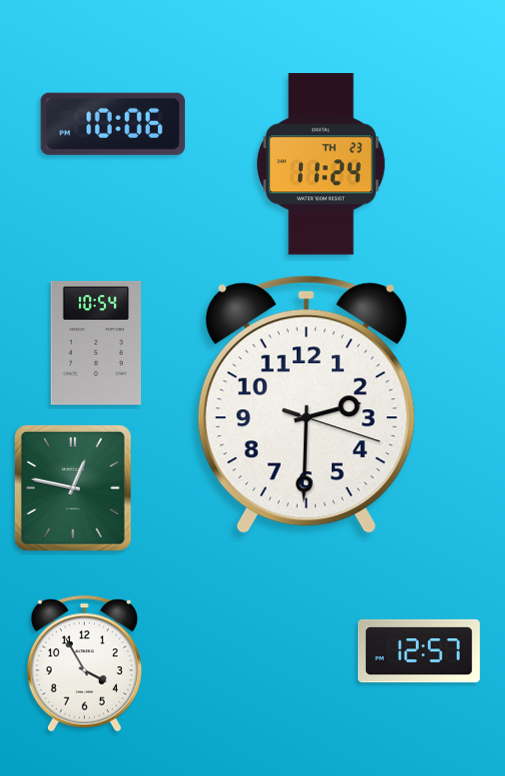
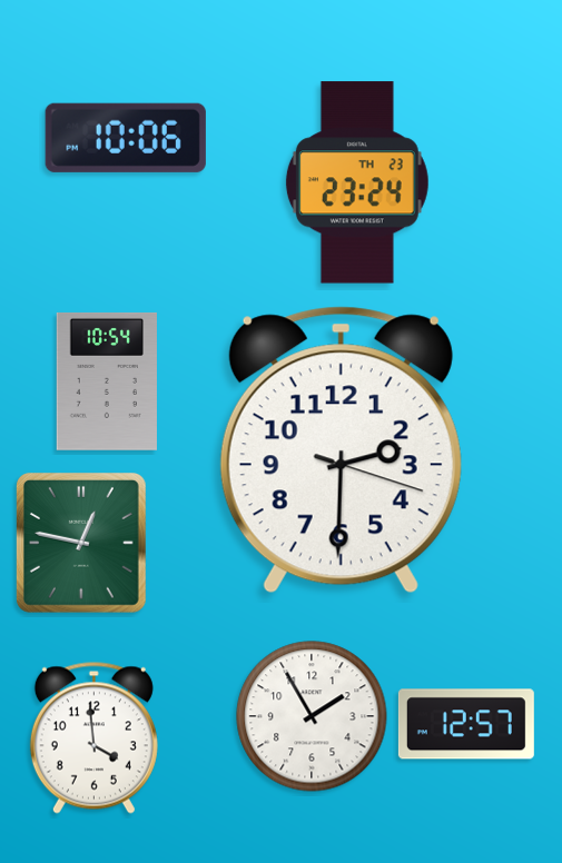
clock at (321, 164): 11:24 -> 23:24
clock at (312, 716): none -> 1:55
clock at (84, 663): 3:55 -> 3:59
